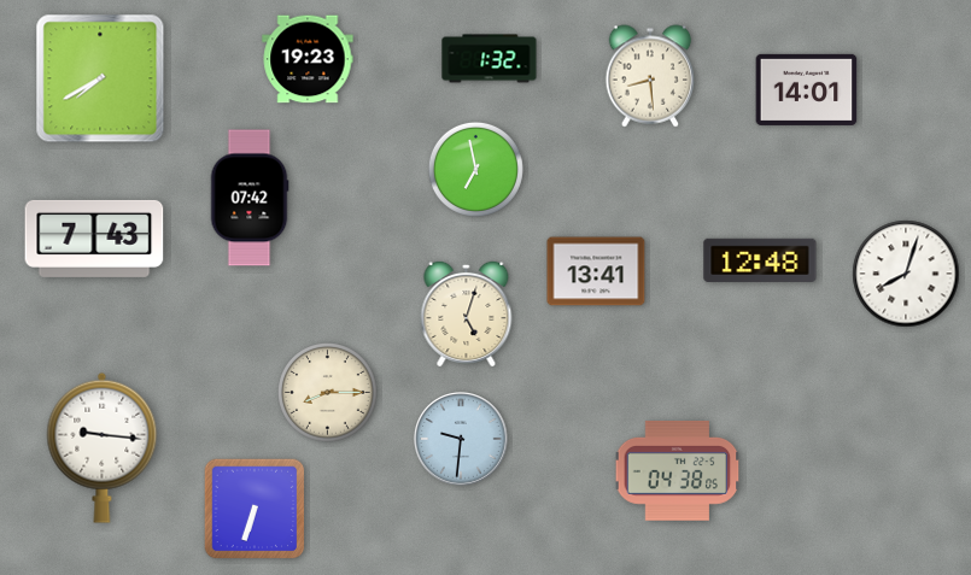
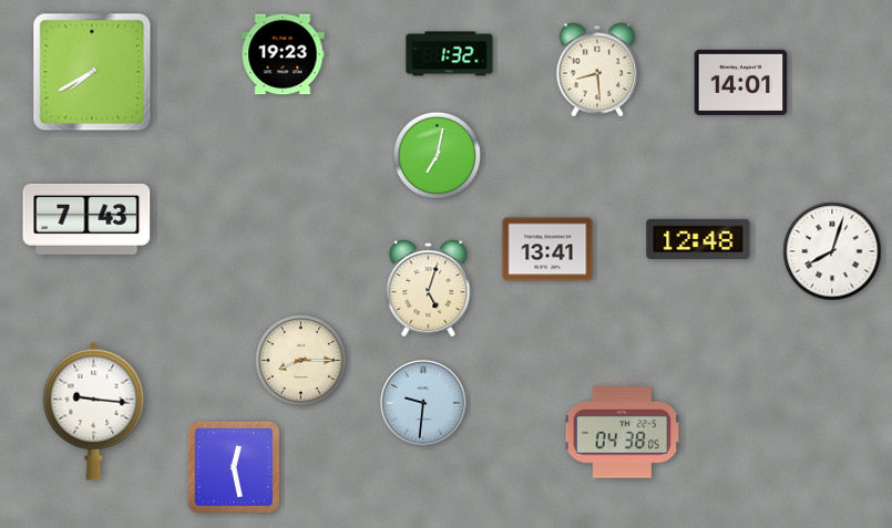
clock at (475, 169): 6:58 -> 7:02
clock at (250, 198): 07:42 -> none
clock at (255, 509): 6:33 -> 12:28
